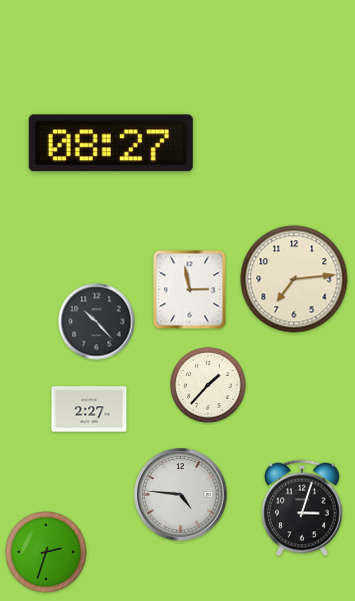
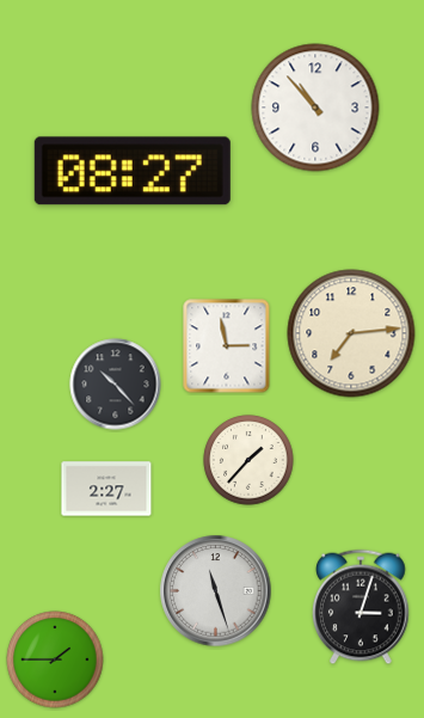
clock at (315, 108): none -> 10:53
clock at (181, 495): 4:46 -> 11:27
clock at (46, 552): 2:33 -> 1:45
